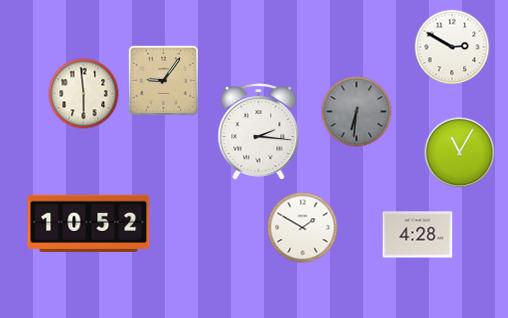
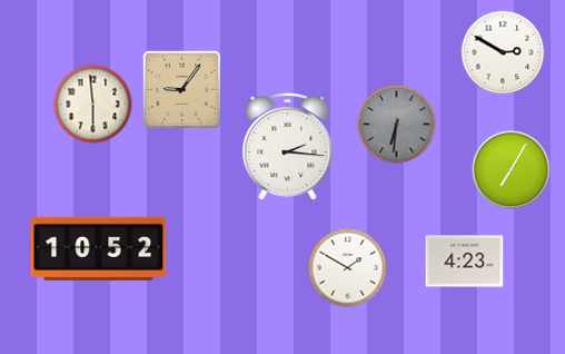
clock at (460, 153): 11:05 -> 7:05
clock at (303, 228) position: (303, 228) -> (348, 268)
clock at (418, 235): 4:28 -> 4:23
